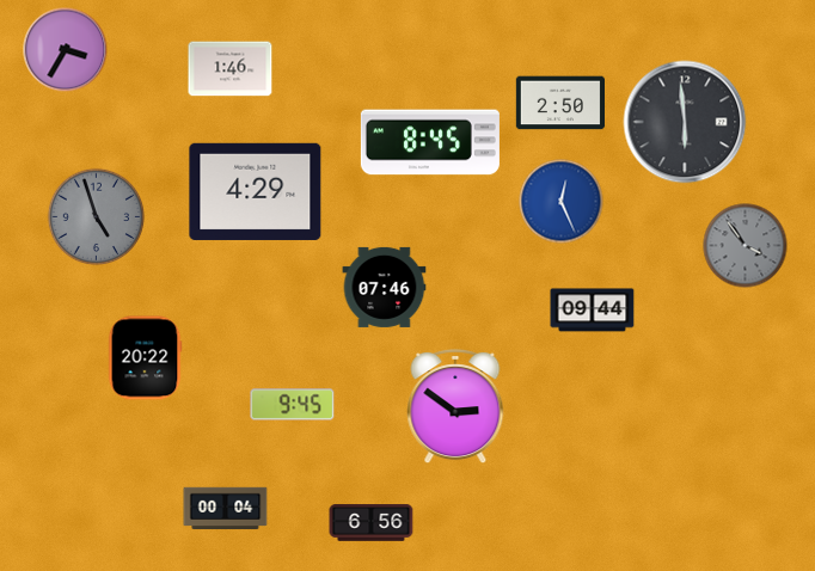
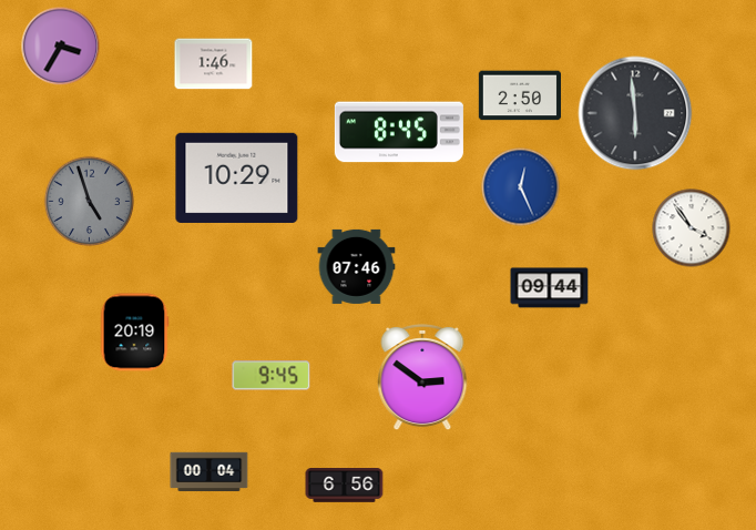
clock at (256, 191): 4:29 -> 10:29
clock at (746, 246) dial: grey -> white
clock at (145, 358): 20:22 -> 20:19
